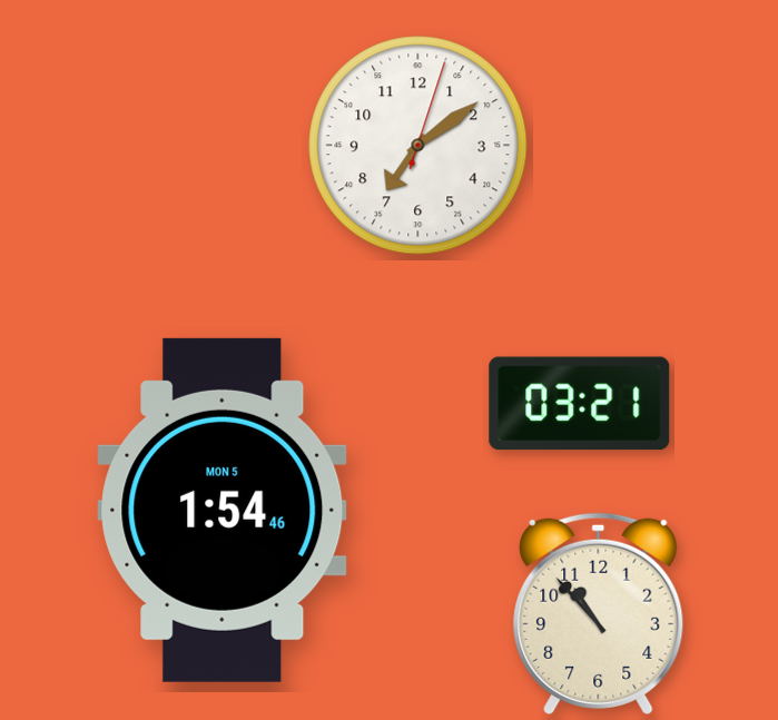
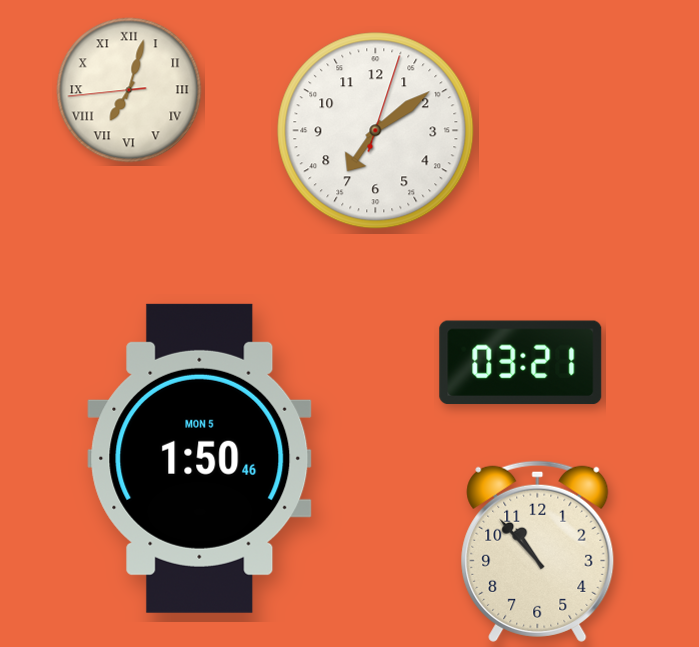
clock at (129, 90): none -> 7:02
clock at (223, 510): 1:54 -> 1:50
